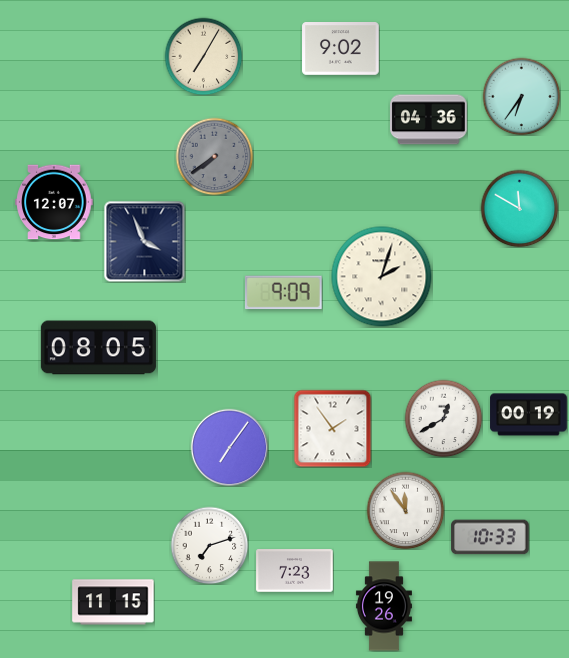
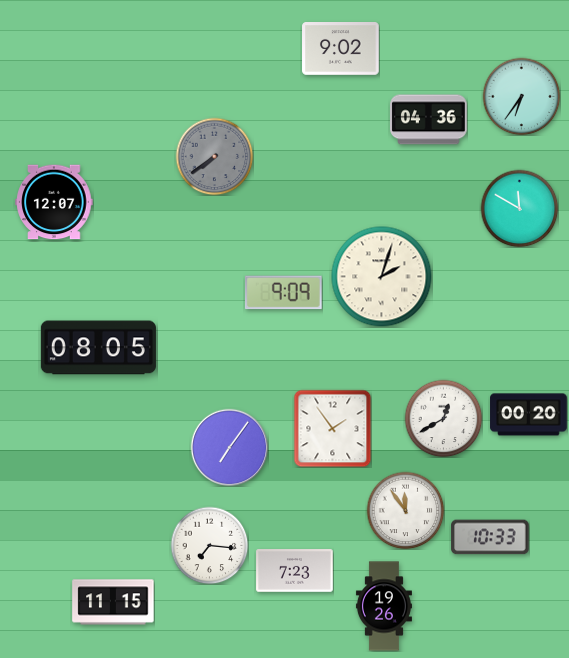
clock at (203, 56): 7:05 -> none
clock at (144, 241): 3:56 -> none
clock at (529, 415): 00:19 -> 00:20
clock at (209, 545): 7:12 -> 7:16
